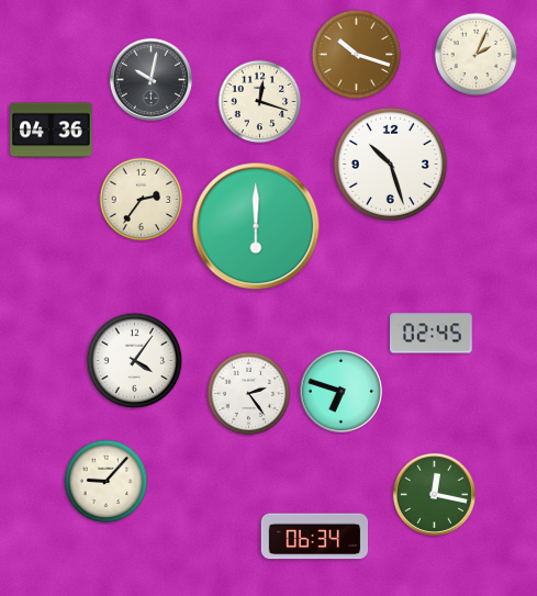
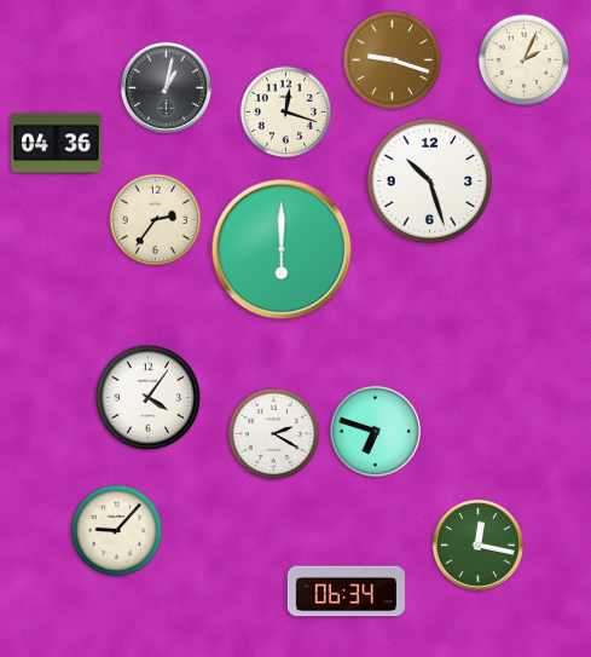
clock at (357, 55): 10:18 -> 9:18
clock at (150, 79): 10:02 -> 1:02
clock at (432, 334): 02:45 -> none
clock at (249, 394): 2:24 -> 2:20
